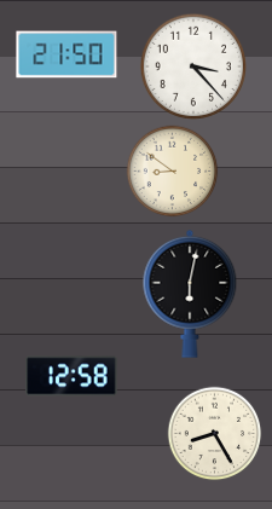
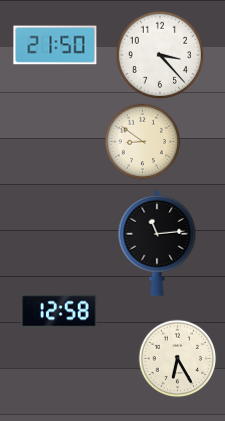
clock at (190, 294): 6:02 -> 11:14
clock at (215, 434): 8:25 -> 6:25
